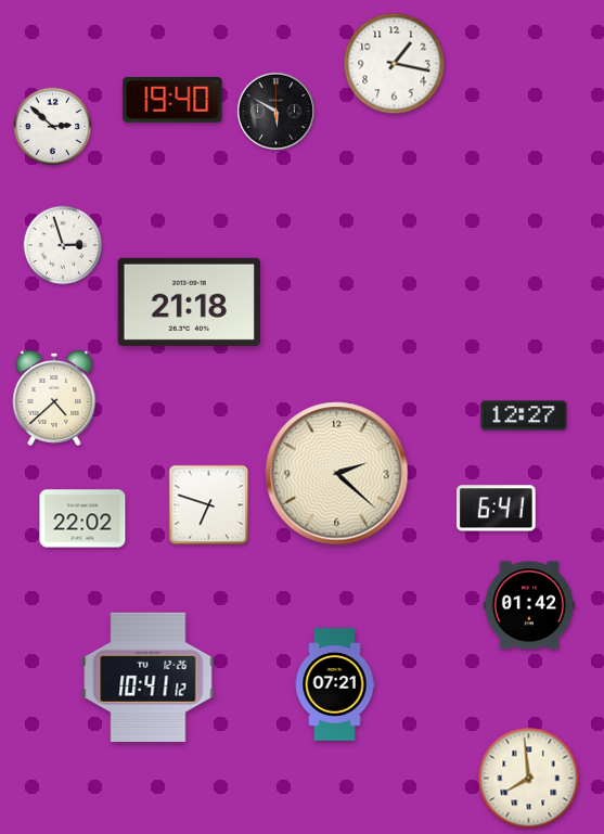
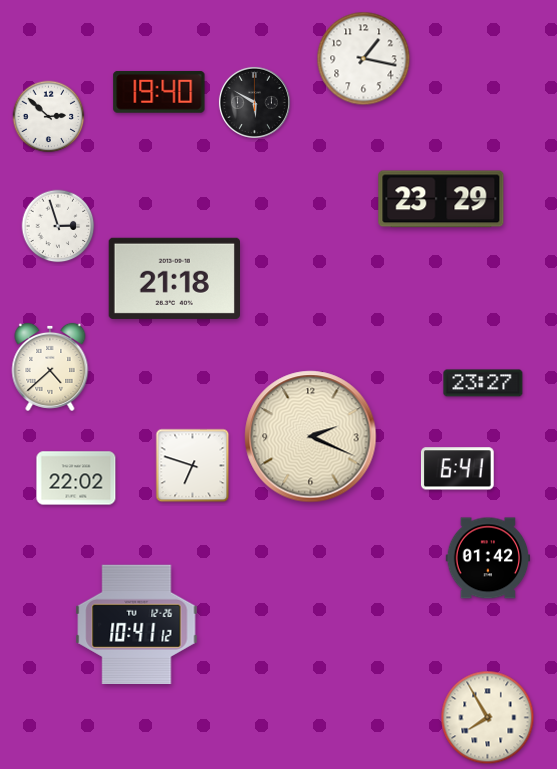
clock at (441, 199): none -> 23:29
clock at (524, 415): 12:27 -> 23:27
clock at (337, 474): 2:22 -> 2:19
clock at (335, 685): 07:21 -> none
clock at (529, 779): 7:59 -> 7:55
